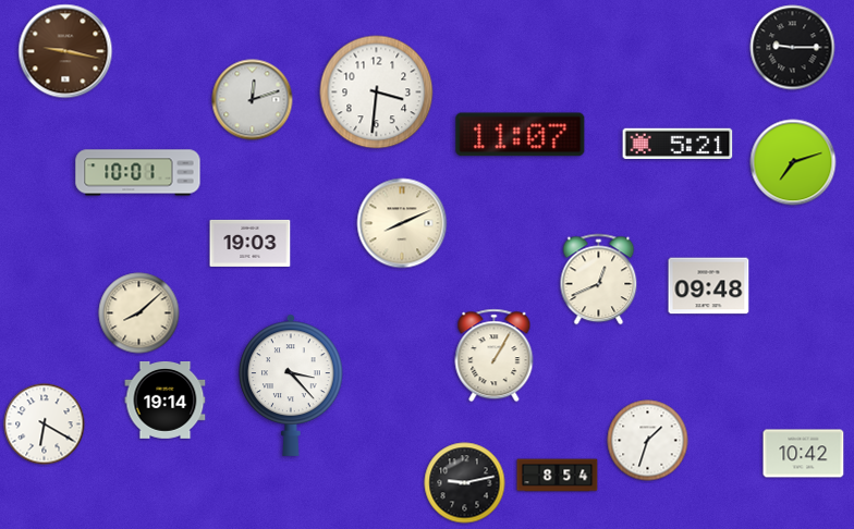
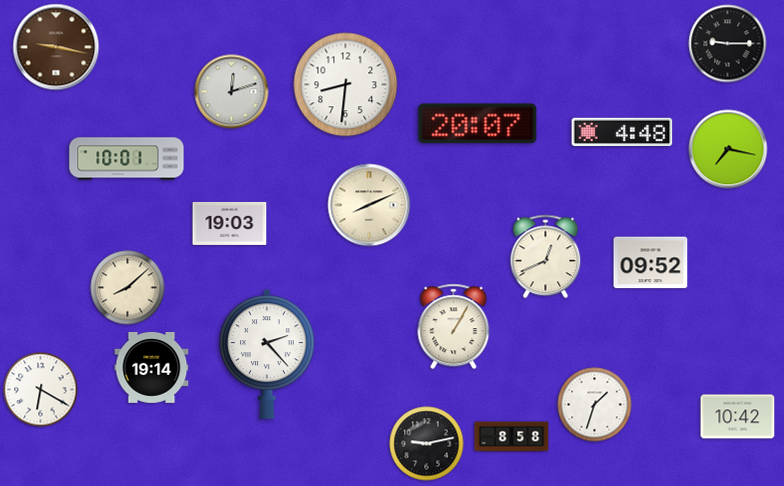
clock at (65, 51) position: (65, 51) -> (56, 47)
clock at (377, 93): 3:31 -> 8:31
clock at (521, 135): 11:07 -> 20:07
clock at (678, 143): 5:21 -> 4:48
clock at (793, 162): 7:12 -> 7:17
clock at (599, 280) position: (599, 280) -> (546, 257)
clock at (709, 286): 09:48 -> 09:52
clock at (291, 385): 3:23 -> 2:23
clock at (558, 476): 8:54 -> 8:58
